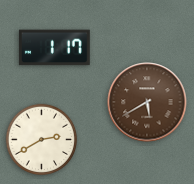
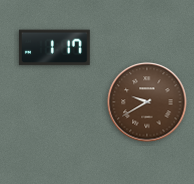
clock at (147, 102): 5:40 -> 9:40
clock at (42, 140): 2:40 -> none
